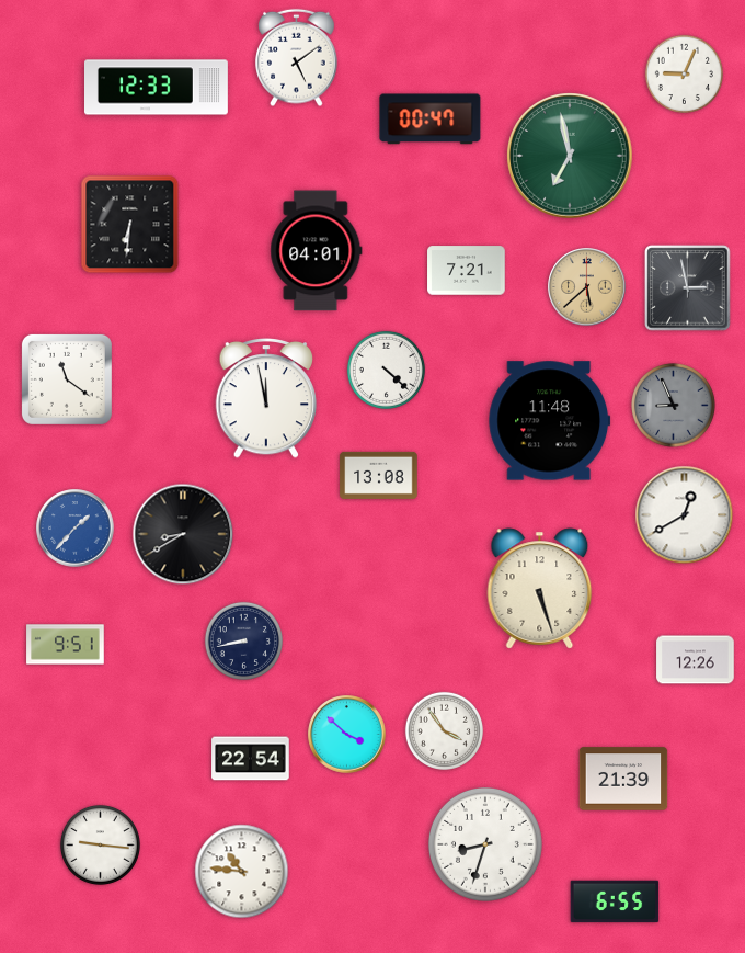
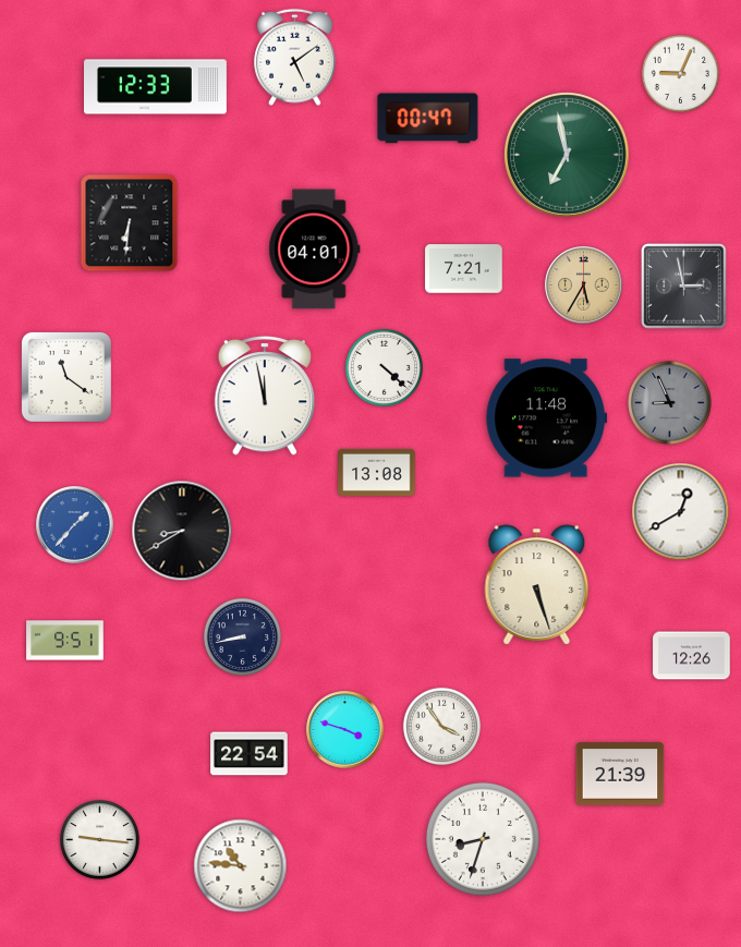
clock at (587, 287): 5:38 -> 5:35
clock at (347, 735): 3:52 -> 3:48
clock at (615, 901): 6:55 -> none
